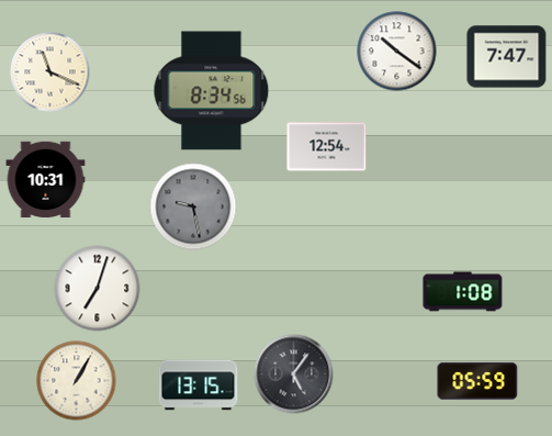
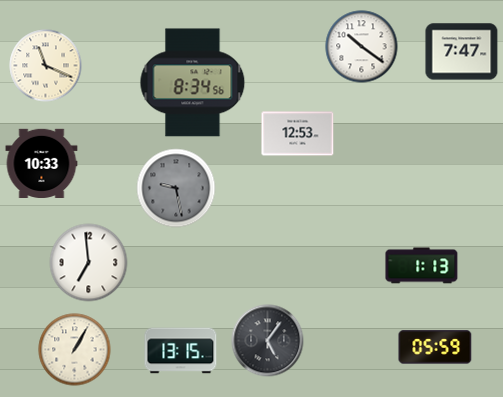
clock at (327, 147): 12:54 -> 12:53
clock at (46, 180): 10:31 -> 10:33
clock at (98, 289): 7:03 -> 6:59
clock at (463, 292): 1:08 -> 1:13
clock at (77, 381) position: (77, 381) -> (75, 350)
